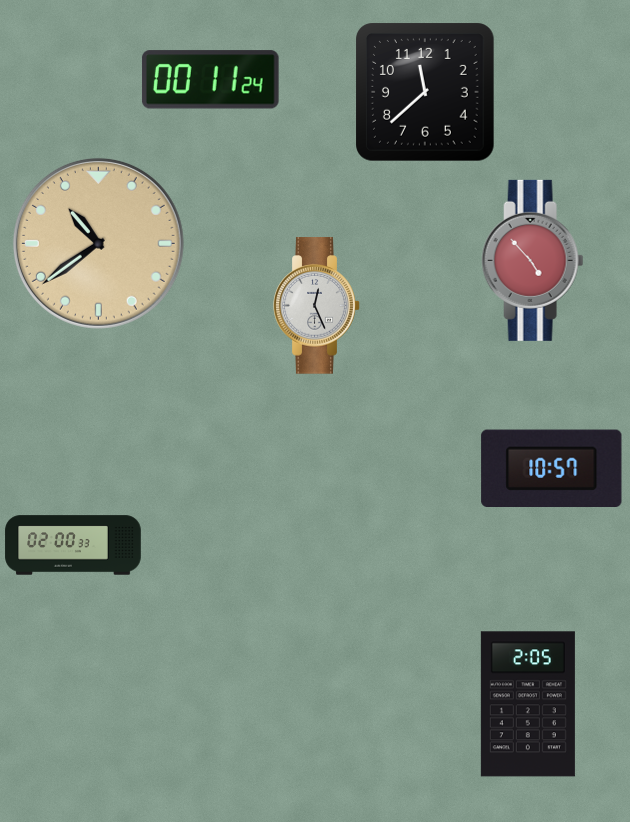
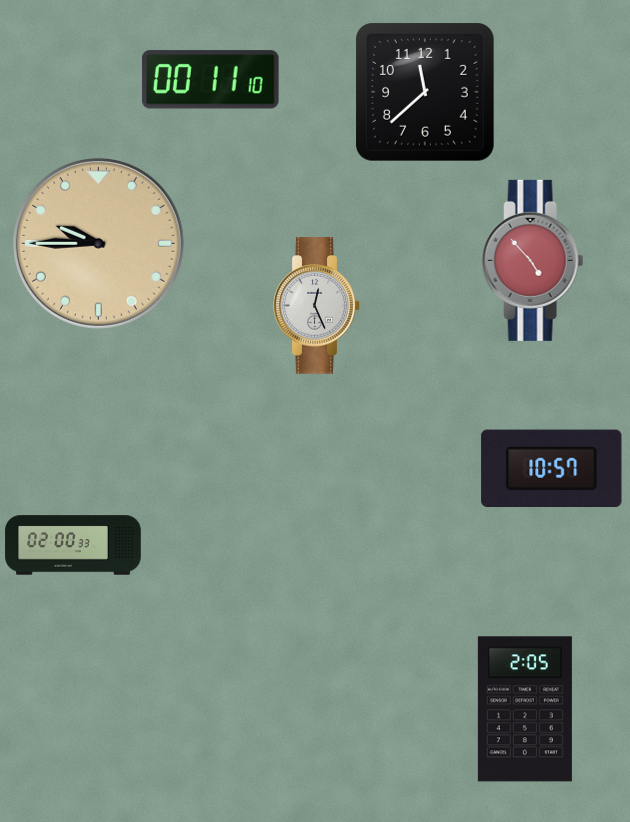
clock at (210, 80): 00:11:24 -> 00:11:10
clock at (98, 243): 10:39 -> 9:45
clock at (528, 704) position: (528, 704) -> (525, 709)
